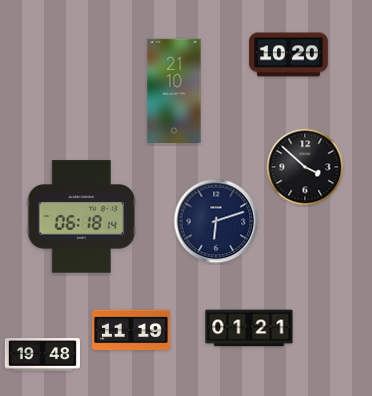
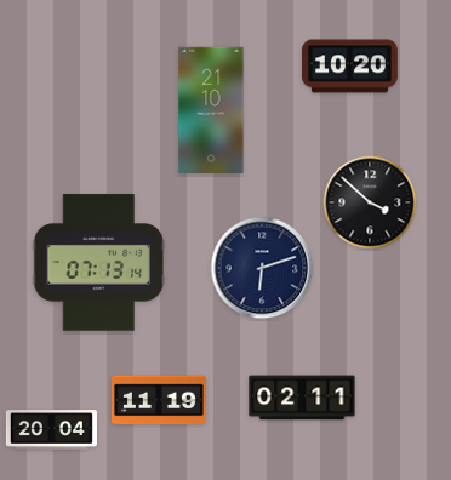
clock at (81, 217): 06:18 -> 07:13
clock at (249, 328): 01:21 -> 02:11
clock at (42, 355): 19:48 -> 20:04
